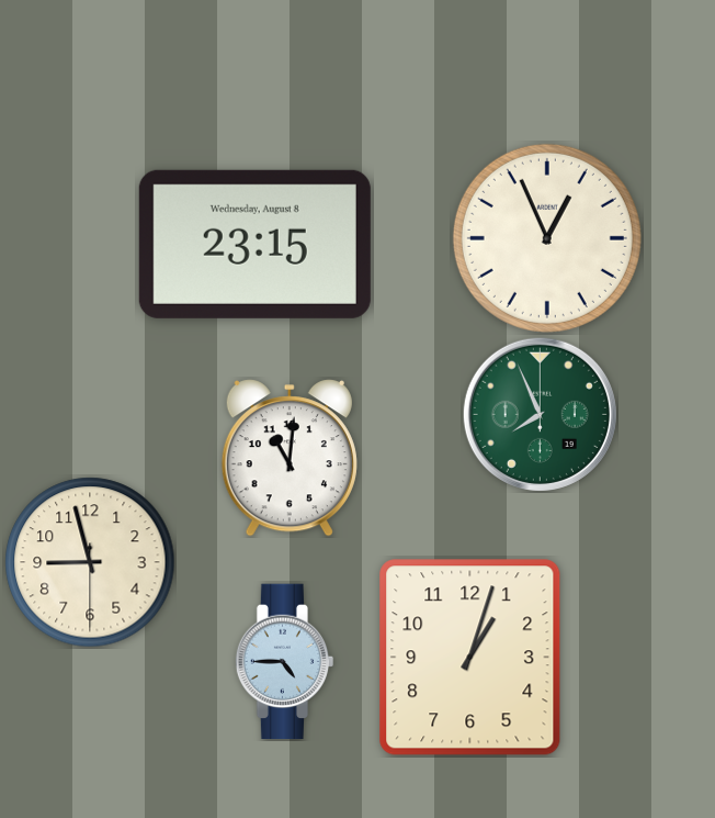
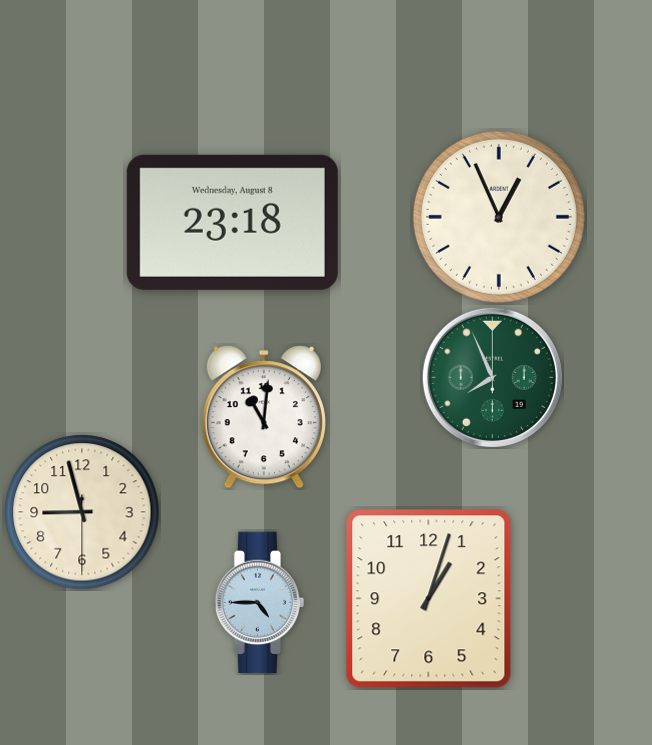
clock at (254, 244): 23:15 -> 23:18
